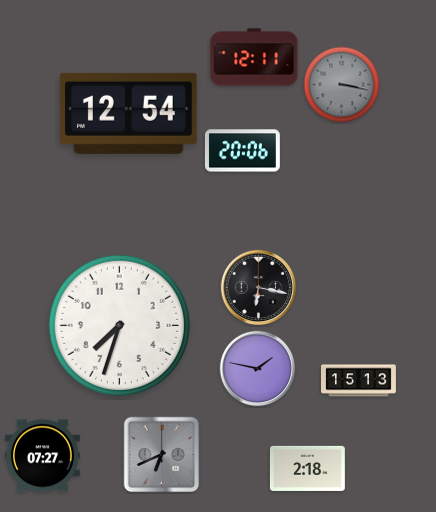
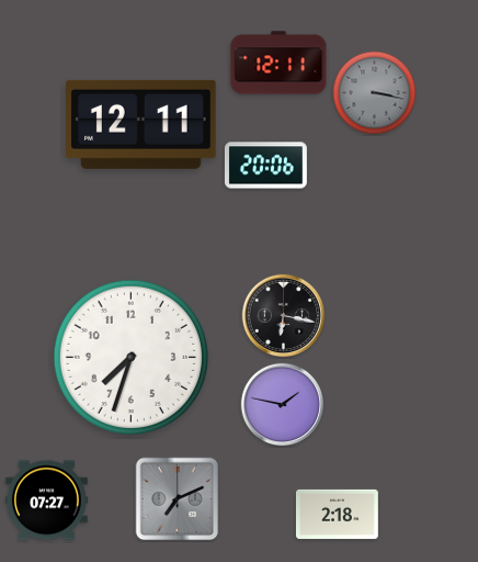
clock at (129, 113): 12:54 -> 12:11
clock at (359, 381): 15:13 -> none
clock at (162, 455): 6:41 -> 7:11
